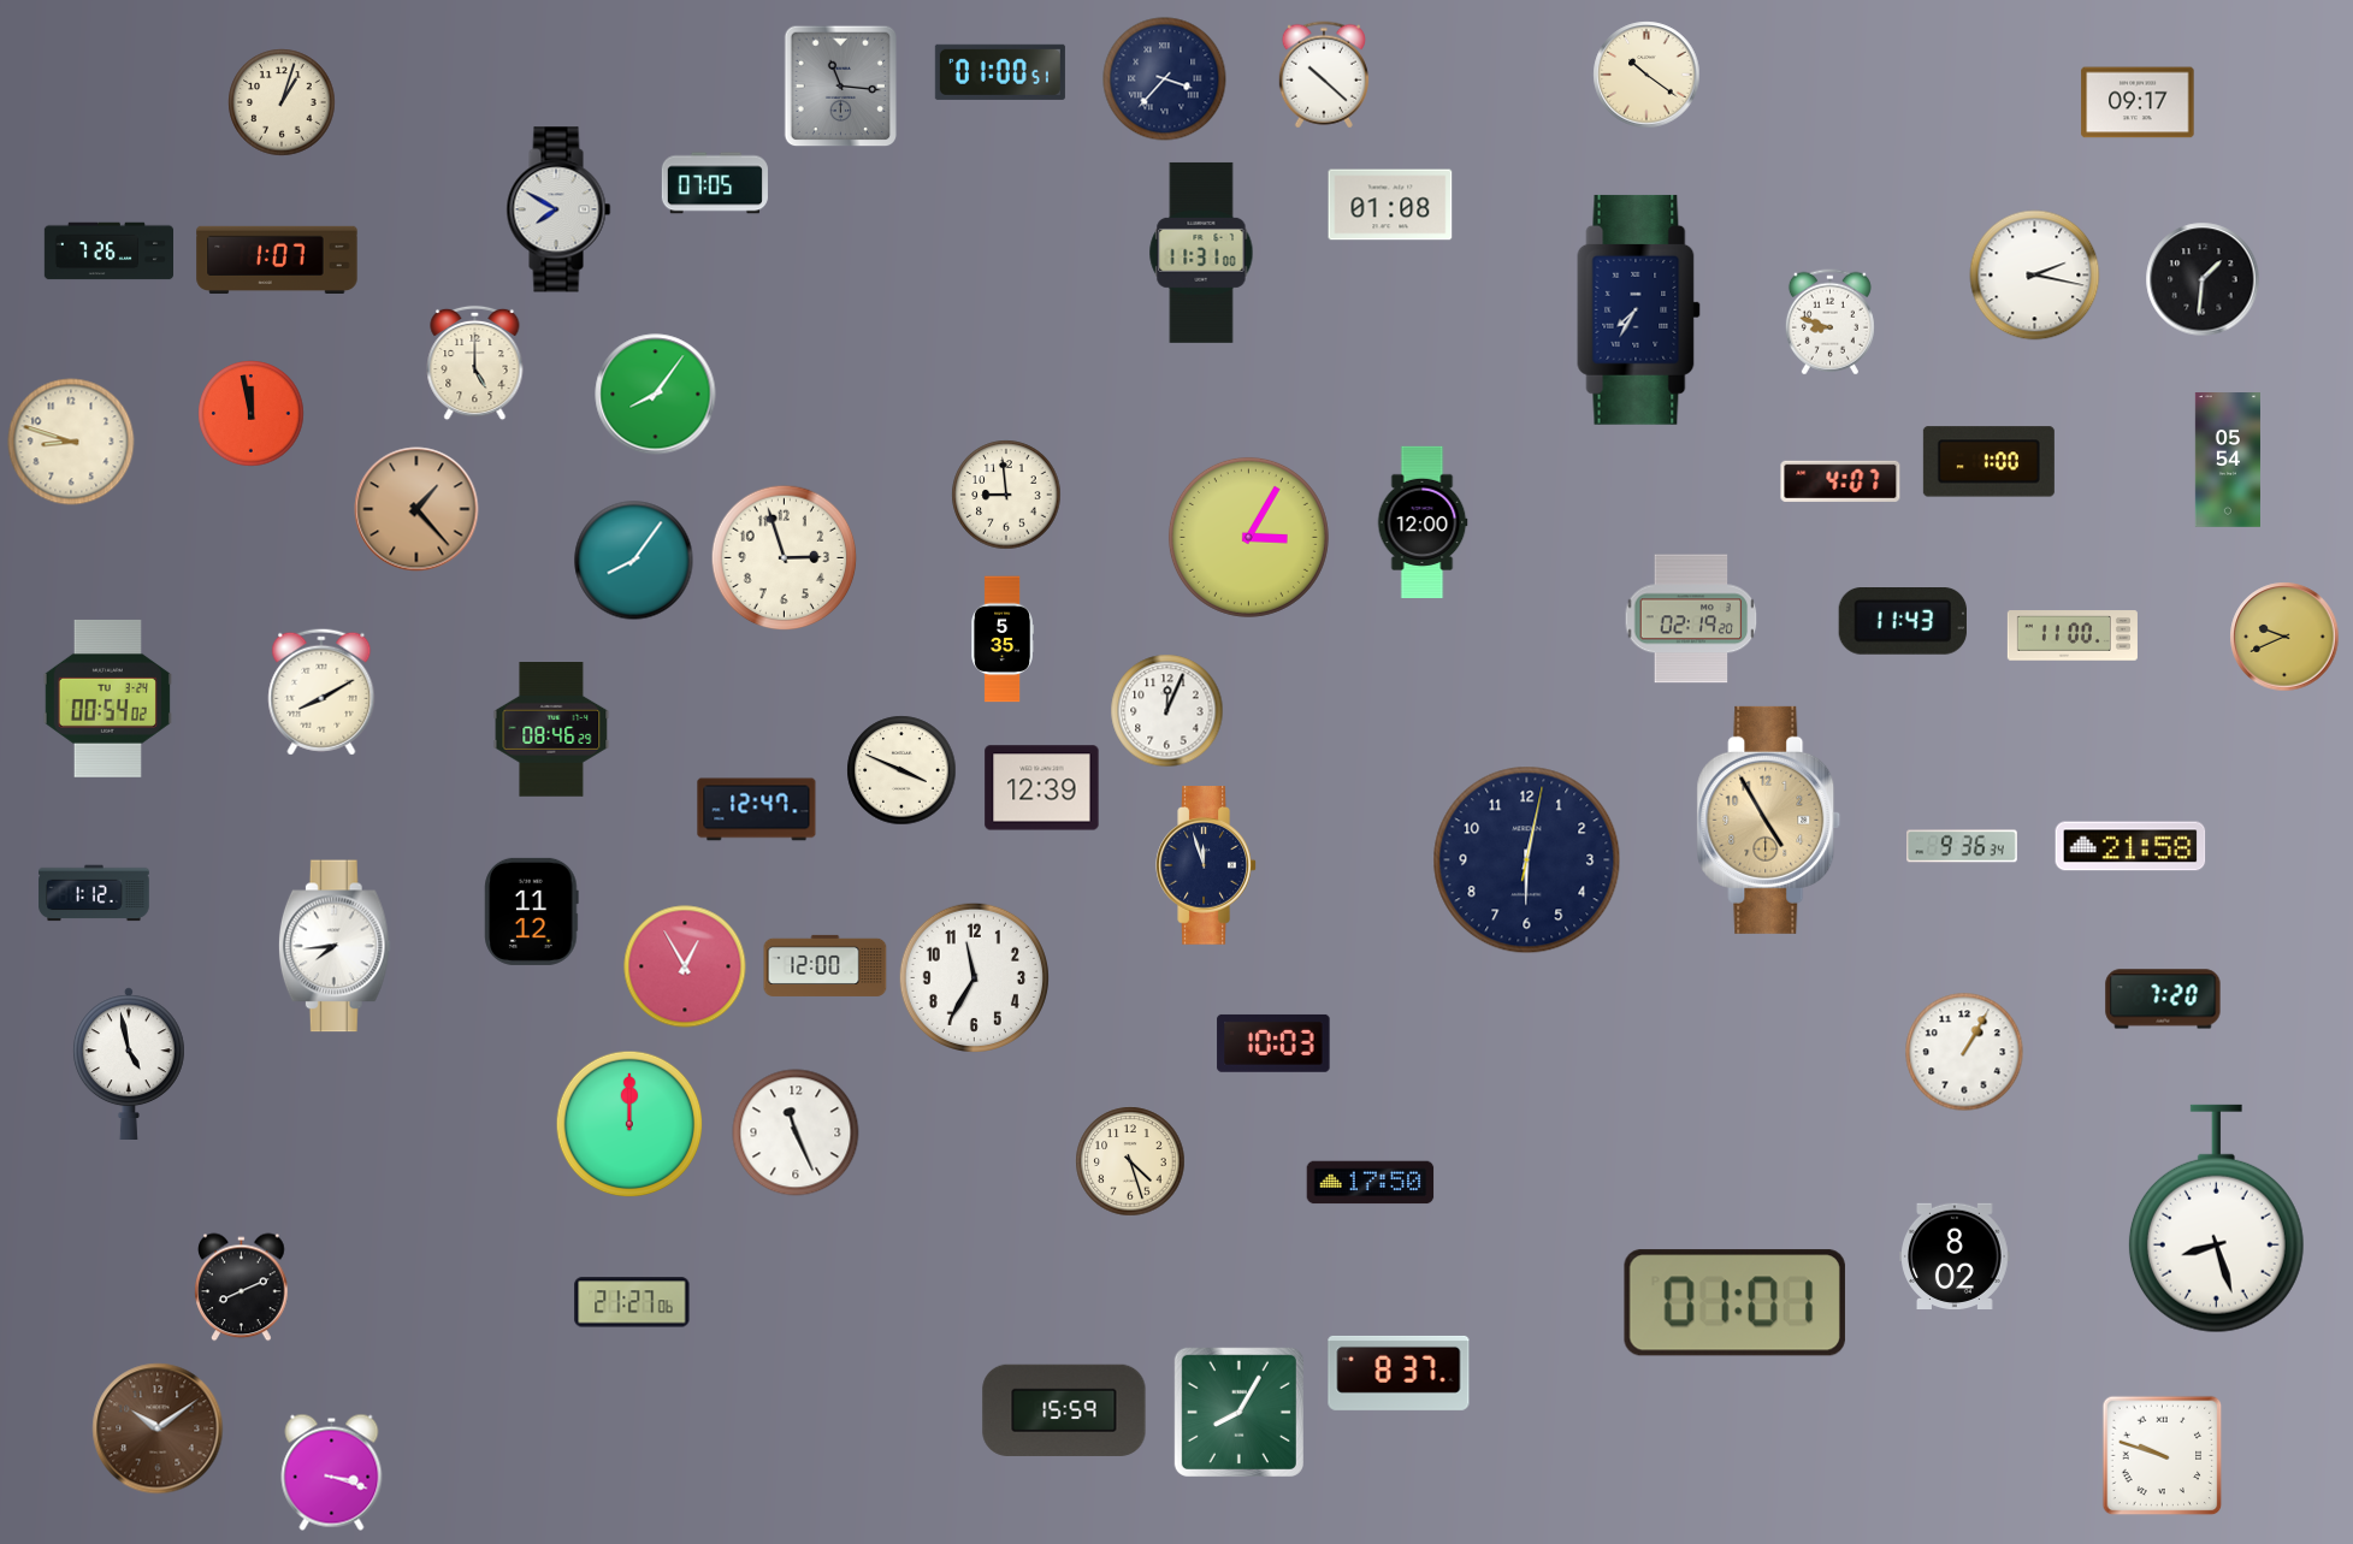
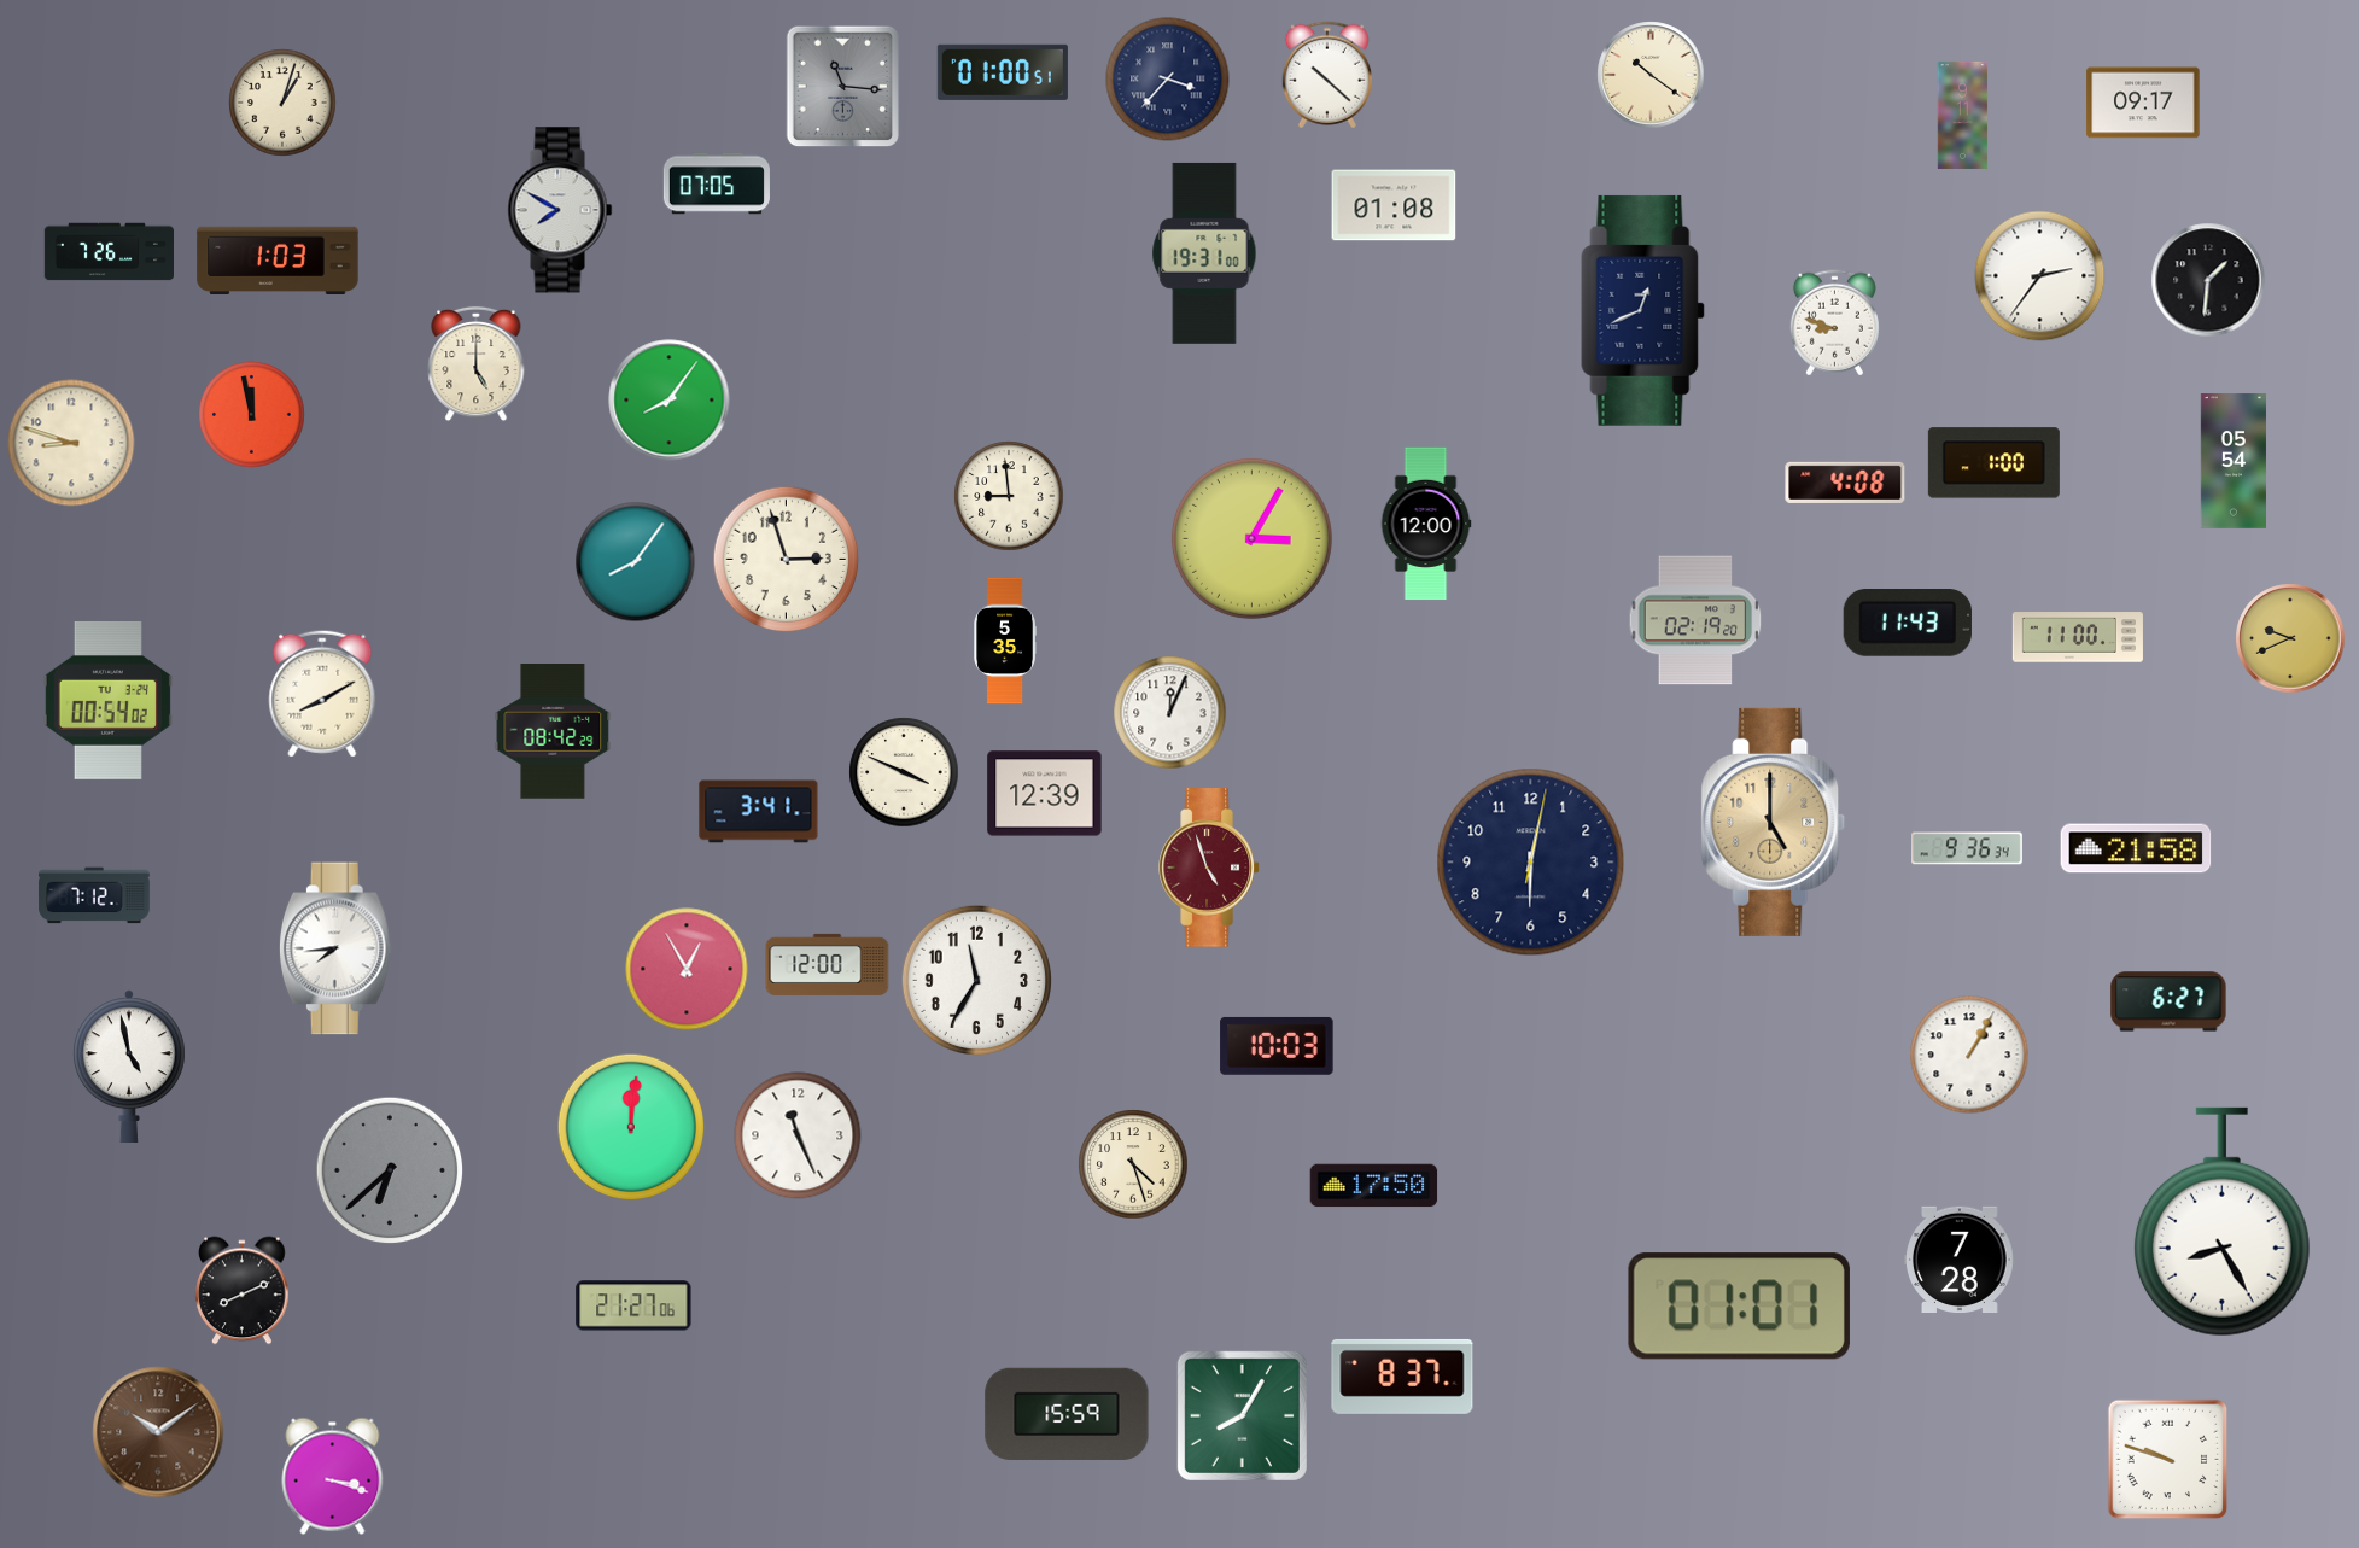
clock at (1963, 115): none -> 9:11
clock at (1201, 253): 11:31 -> 19:31
clock at (277, 259): 1:07 -> 1:03
clock at (2035, 276): 2:17 -> 2:36
clock at (1639, 309): 7:35 -> 12:41
clock at (656, 395) position: (656, 395) -> (670, 401)
clock at (1840, 481): 4:07 -> 4:08
clock at (416, 509): 1:23 -> none
clock at (551, 730): 08:46 -> 08:42
clock at (1042, 788) position: (1042, 788) -> (1045, 794)
clock at (757, 810): 12:47 -> 3:41
clock at (1769, 820): 4:55 -> 5:00
clock at (1206, 865): 11:57 -> 4:57
clock at (1206, 865) dial: navy -> burgundy
clock at (94, 893): 1:12 -> 7:12
clock at (532, 911): 11:12 -> none
clock at (826, 965) position: (826, 965) -> (828, 964)
clock at (2163, 999): 7:20 -> 6:27
clock at (629, 1124): 12:00 -> 12:01
clock at (390, 1170): none -> 6:38
clock at (2216, 1219): 8:27 -> 8:25
clock at (1955, 1255): 8:02 -> 7:28
